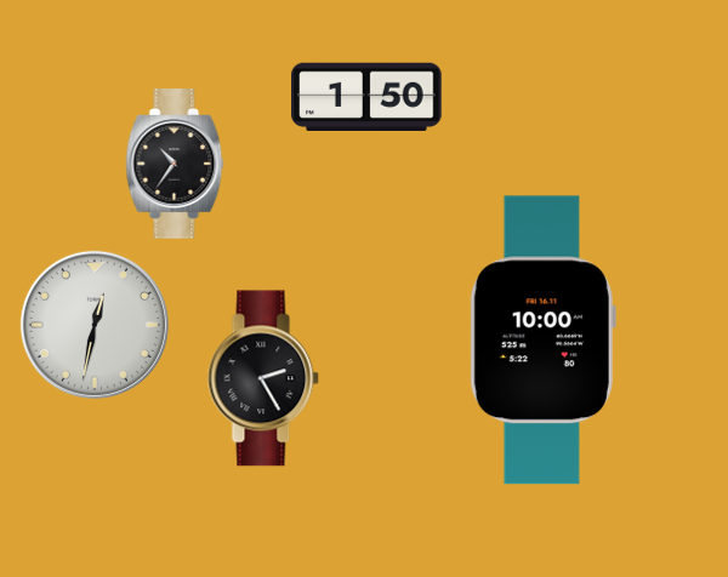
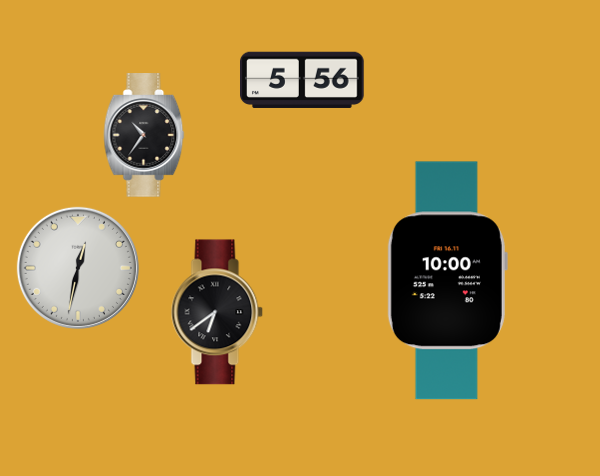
clock at (368, 97): 1:50 -> 5:56
clock at (263, 378): 2:25 -> 6:39
